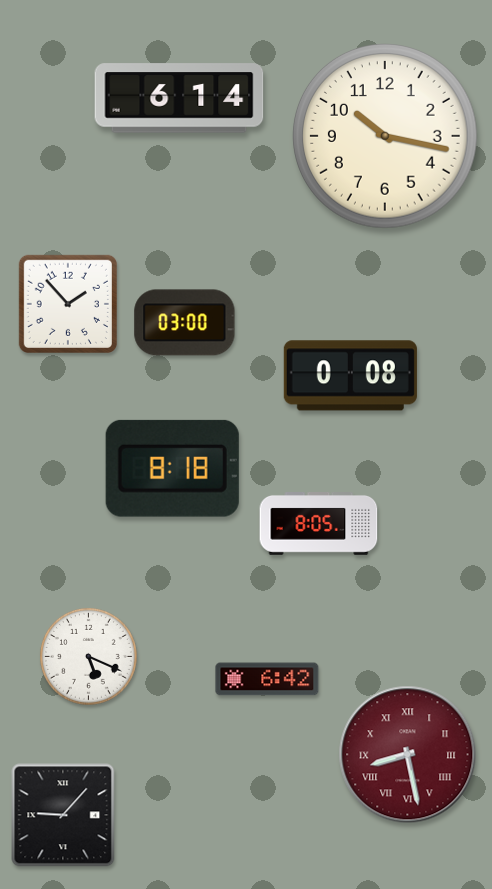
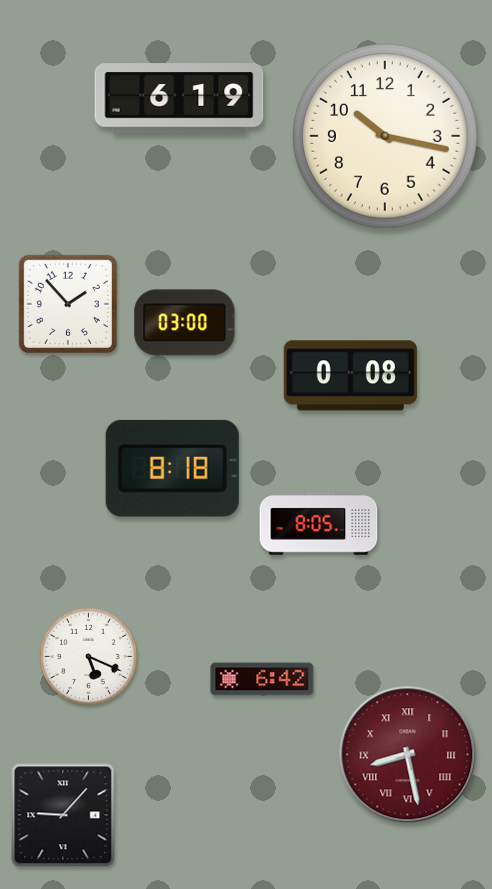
clock at (179, 98): 6:14 -> 6:19
clock at (267, 679) position: (267, 679) -> (262, 679)
